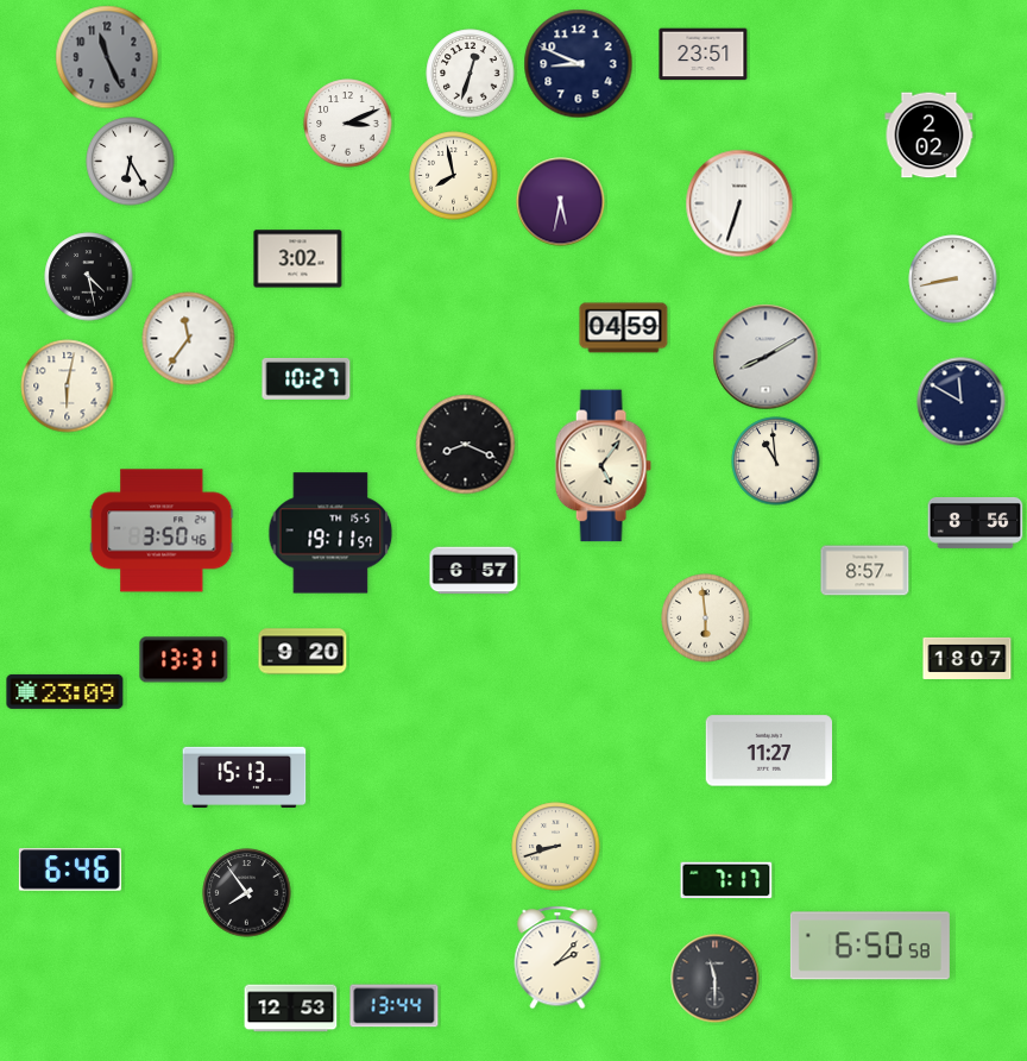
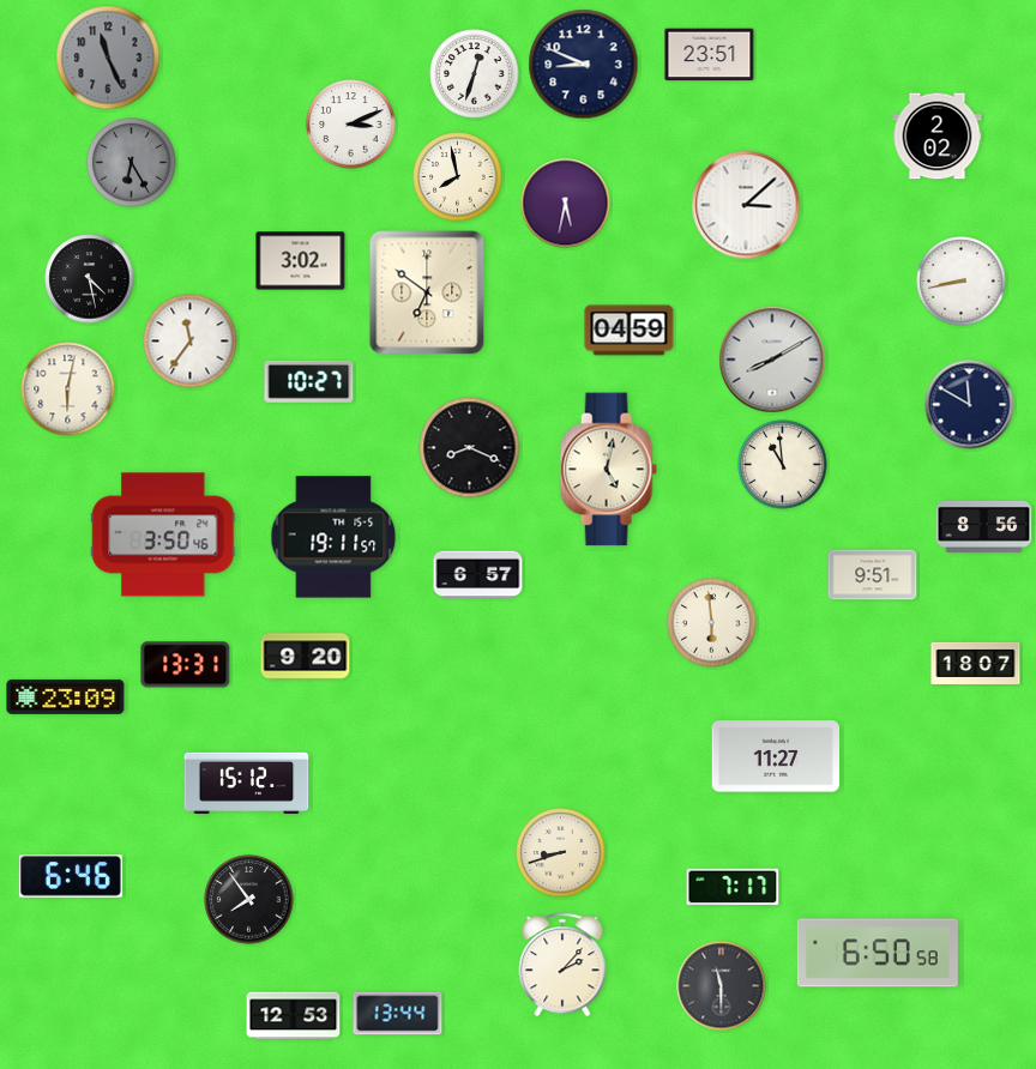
clock at (131, 162) dial: white -> grey
clock at (739, 203): 6:33 -> 3:08
clock at (427, 292): none -> 6:51
clock at (603, 466): 5:06 -> 5:02
clock at (865, 571): 8:57 -> 9:51
clock at (245, 777): 15:13 -> 15:12
